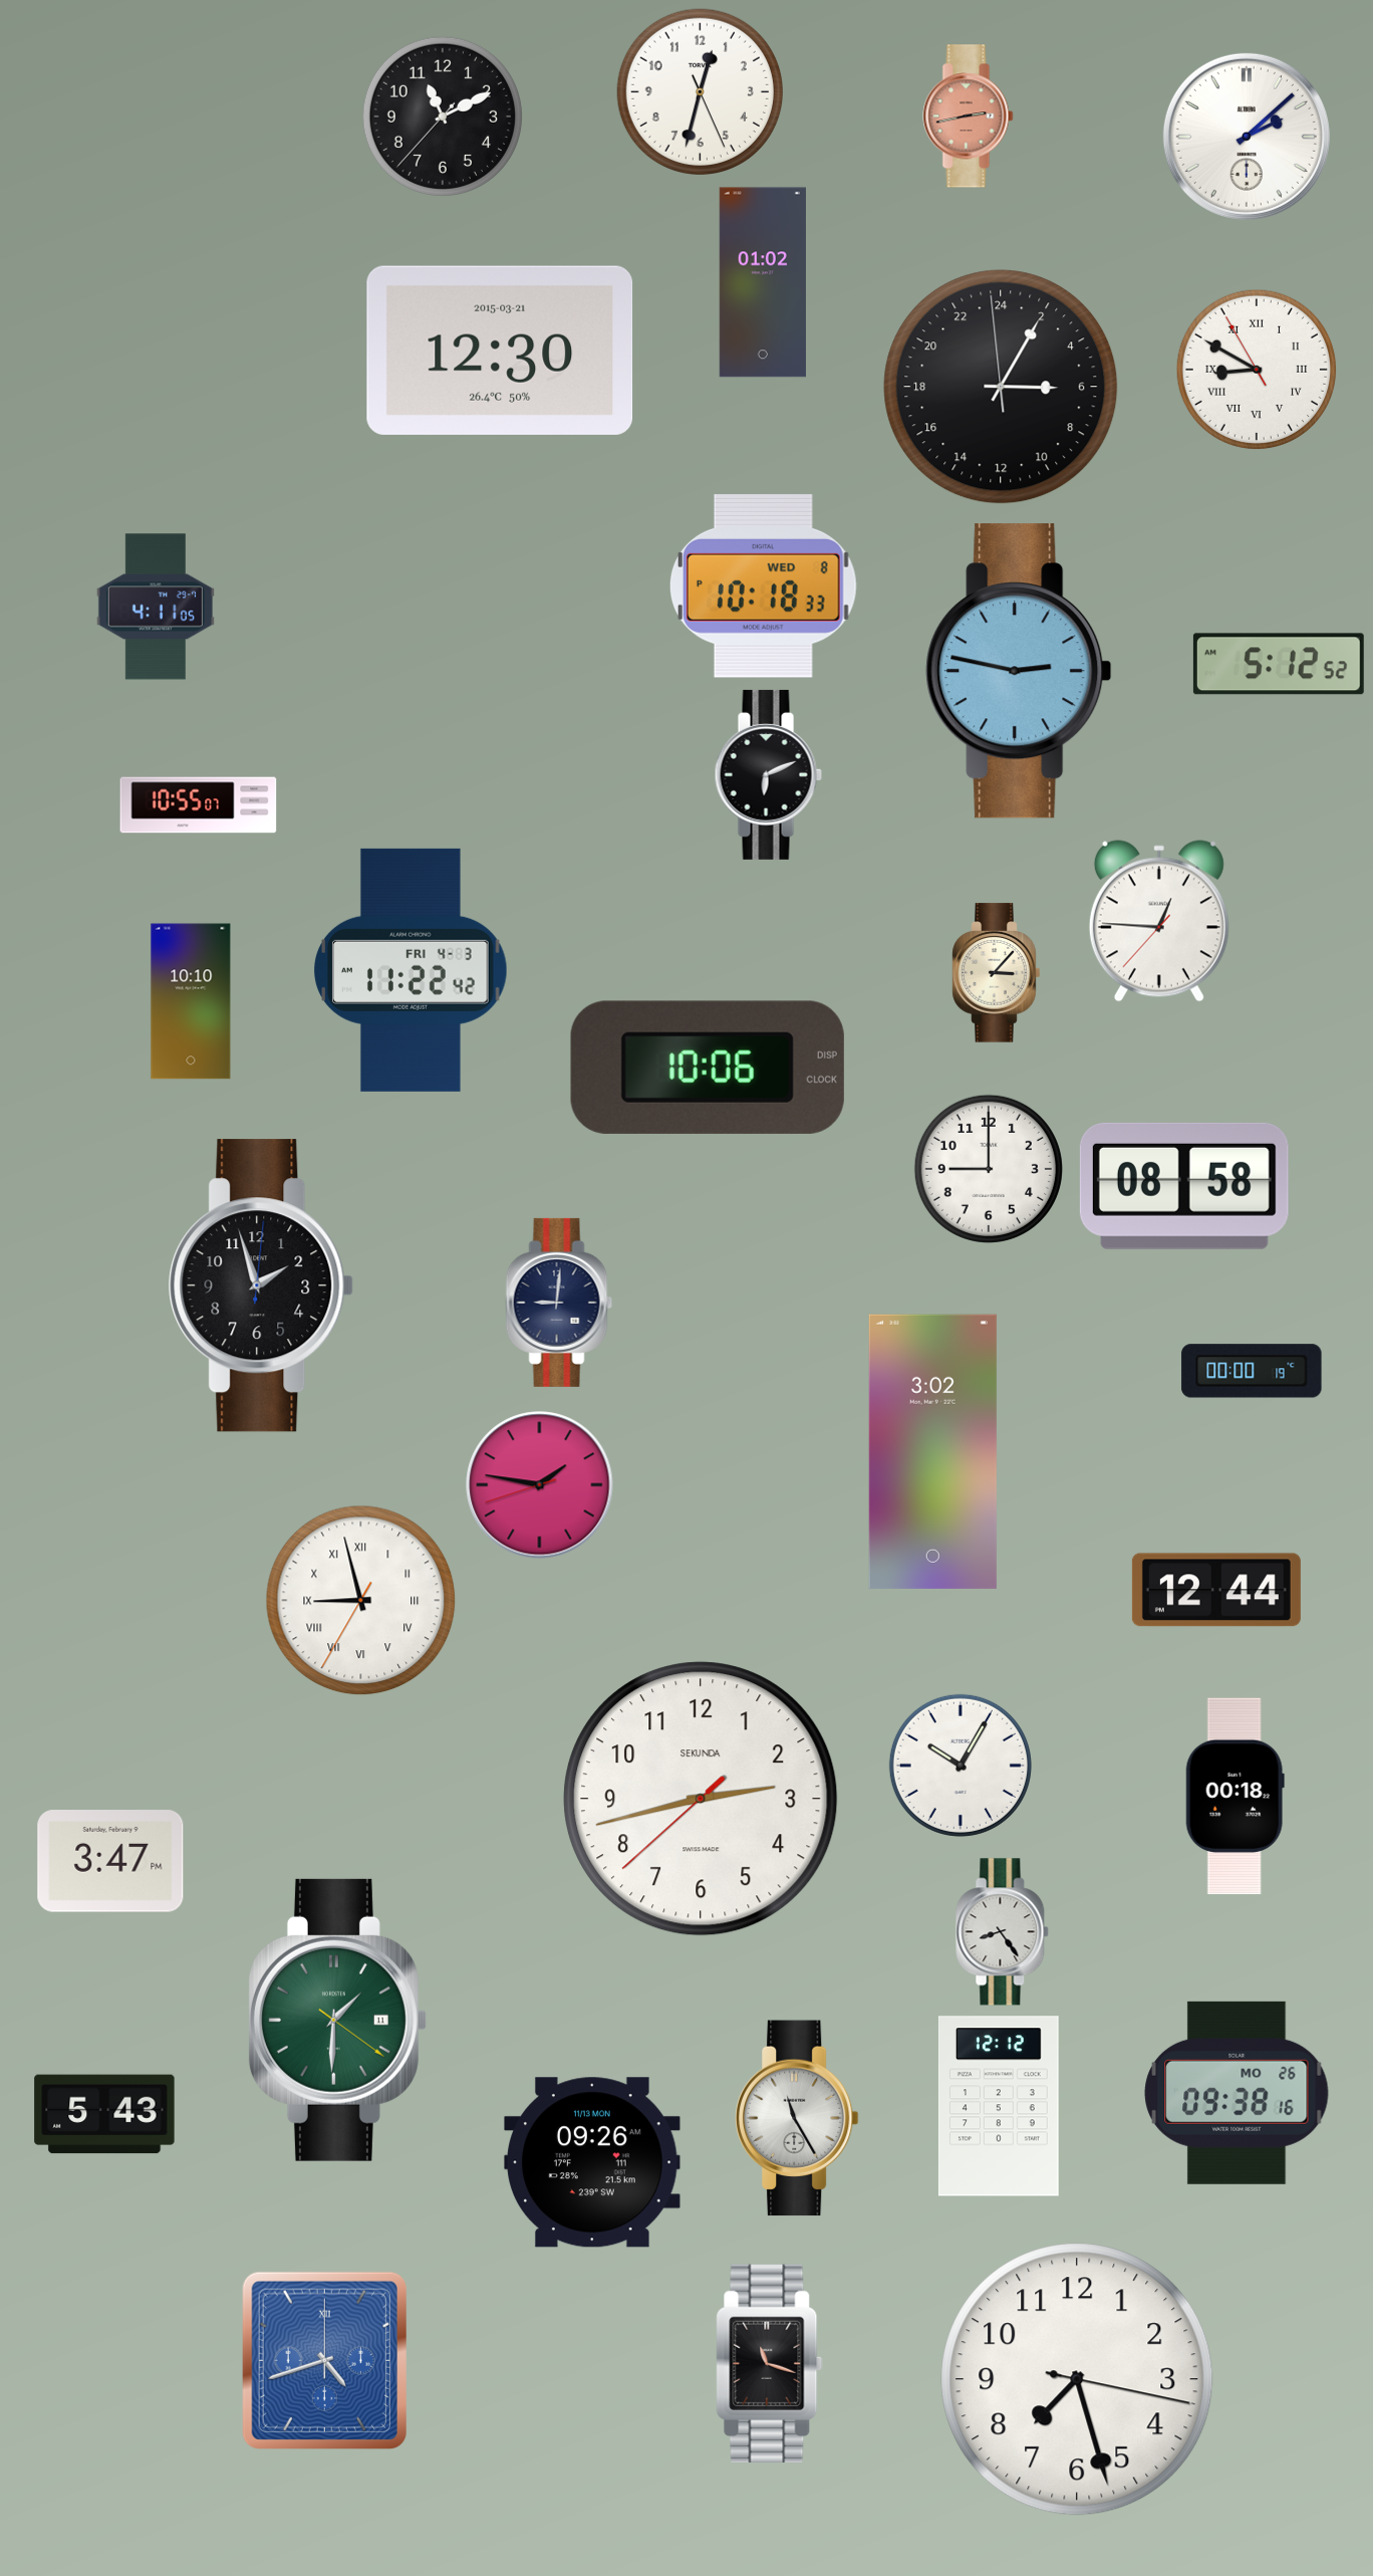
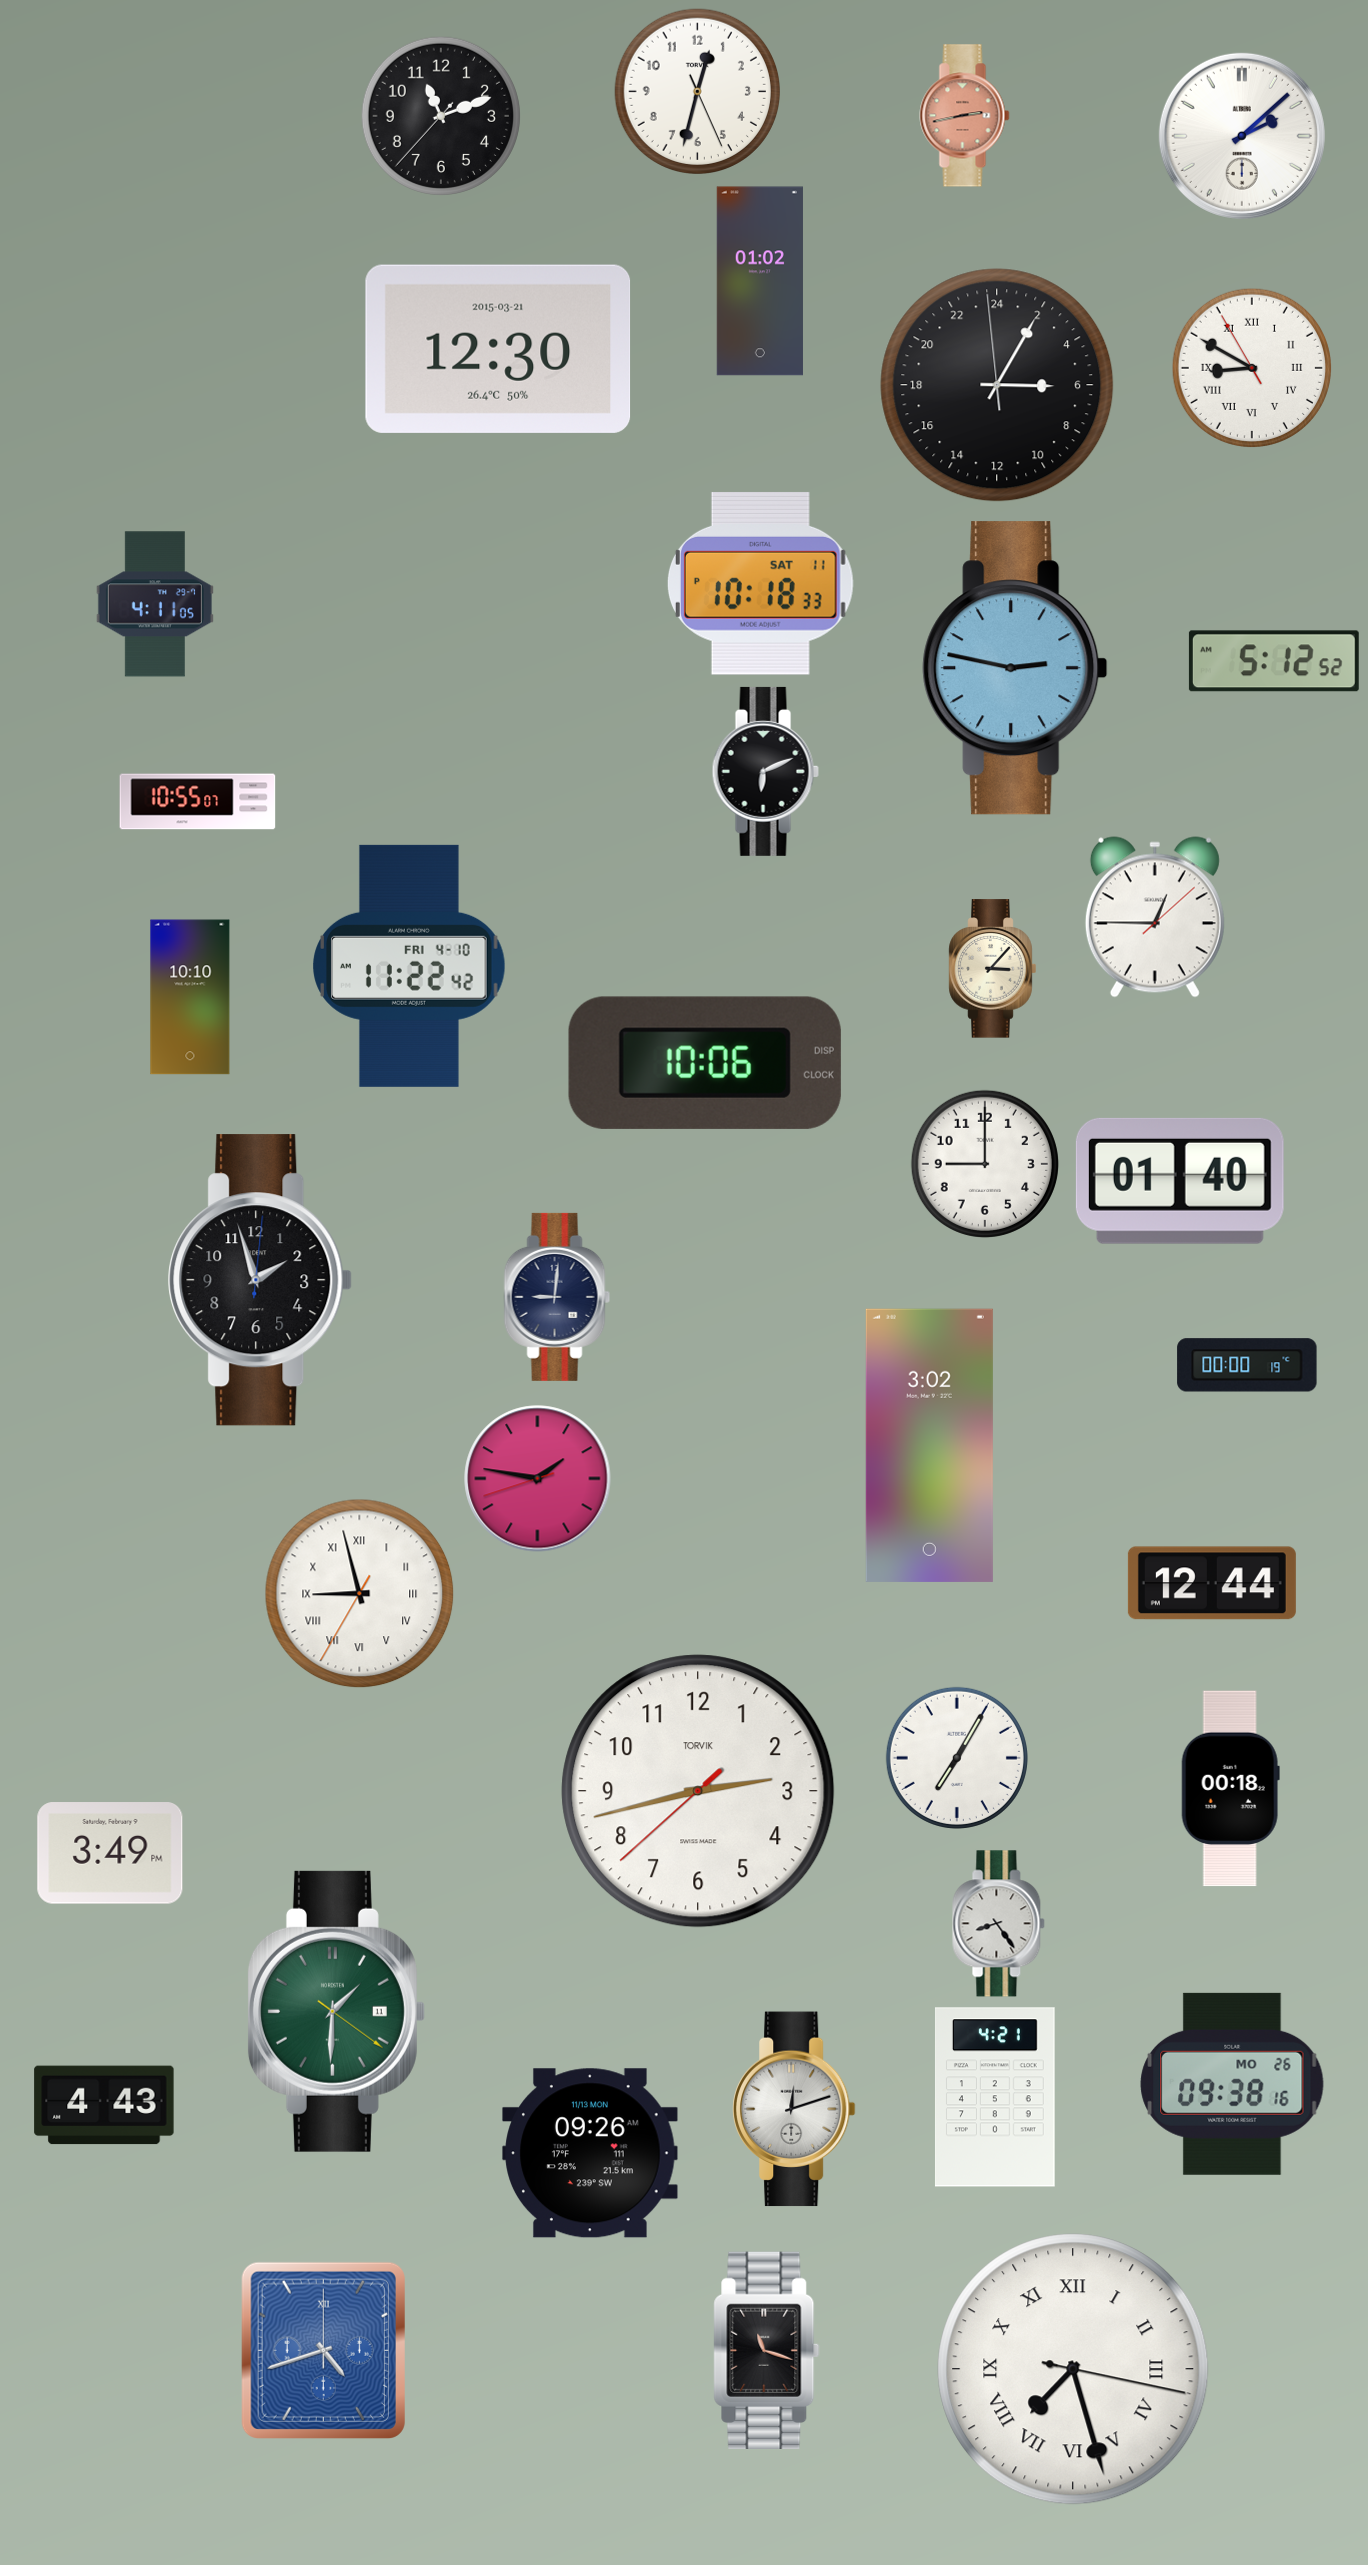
clock at (443, 116): 11:10 -> 11:11
clock at (763, 586) date: WED 8 -> SAT 11
clock at (1159, 921): 12:45:37 -> 12:45:08
clock at (410, 970) date: FRI 4-3 -> FRI 4-10
clock at (1184, 1186): 08:58 -> 01:40
clock at (960, 1766): 10:05 -> 7:05
clock at (701, 1799) brand: SEKUNDA -> TORVIK
clock at (110, 1861): 3:47 -> 3:49
clock at (999, 2106): 12:12 -> 4:21
clock at (104, 2114): 5:43 -> 4:43
clock at (798, 2118): 11:25 -> 12:12
clock at (770, 2363) position: (770, 2363) -> (767, 2350)
clock at (1077, 2379) numerals: Arabic -> Roman
